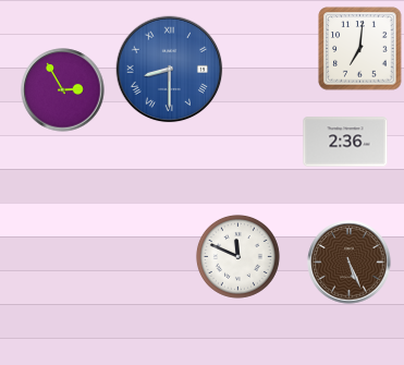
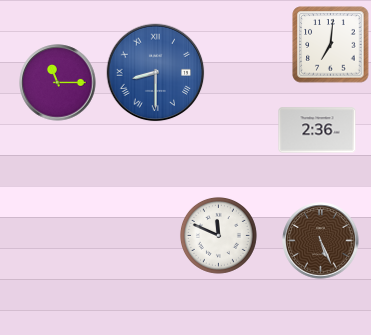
clock at (170, 70) position: (170, 70) -> (156, 73)
clock at (63, 90): 2:55 -> 11:15
